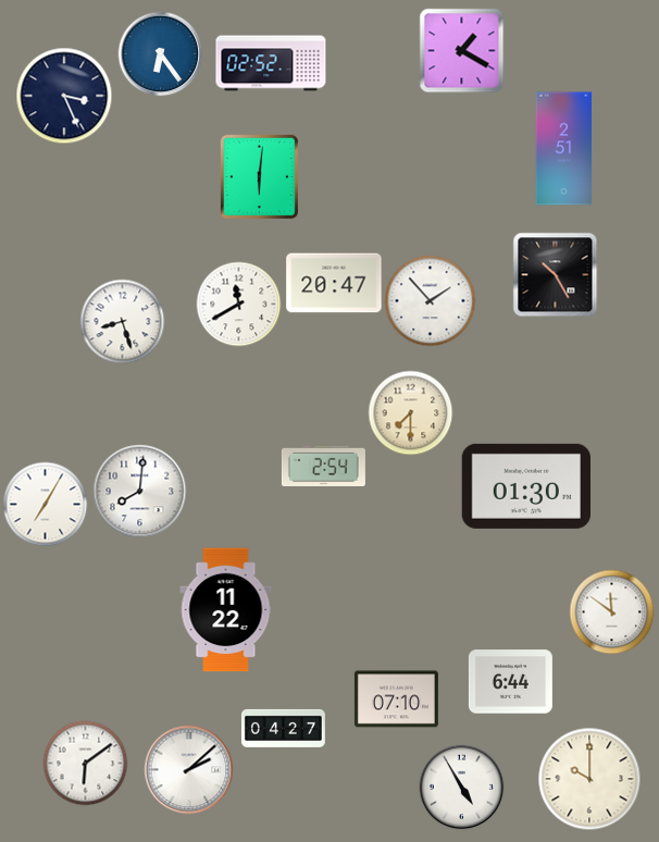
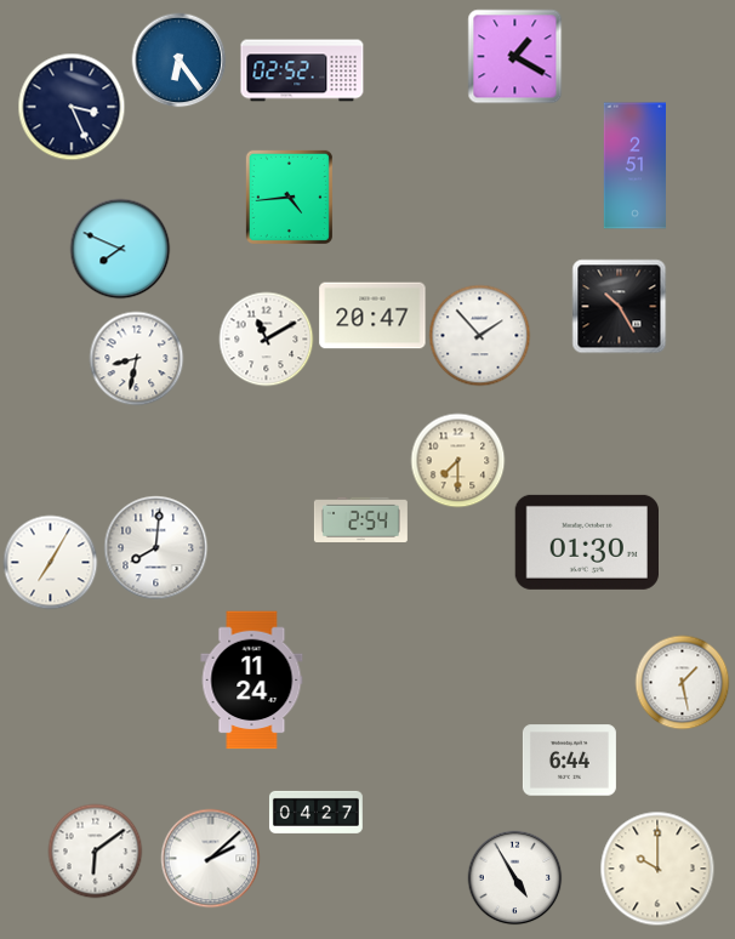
clock at (563, 149) position: (563, 149) -> (634, 166)
clock at (259, 176): 6:01 -> 4:44
clock at (120, 249): none -> 7:49
clock at (238, 304): 11:40 -> 11:10
clock at (122, 321): 8:27 -> 8:32
clock at (226, 610): 11:22 -> 11:24
clock at (611, 611): 11:51 -> 1:28
clock at (396, 699): 07:10 -> none
